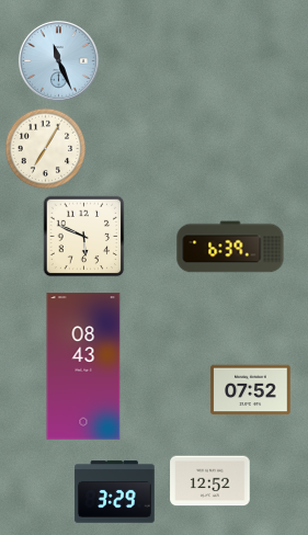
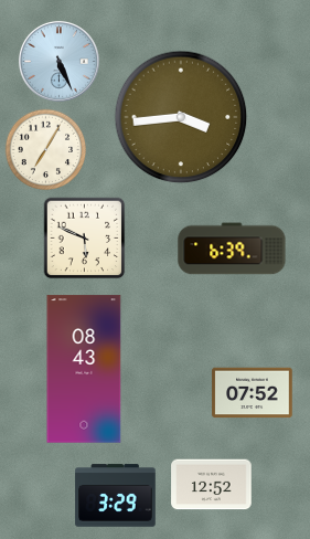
clock at (58, 60): 11:26 -> 5:26
clock at (181, 117): none -> 3:44
